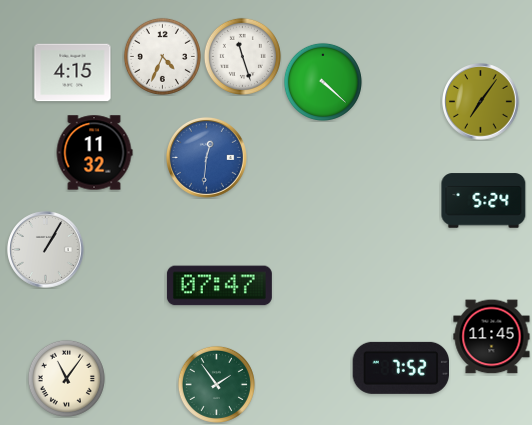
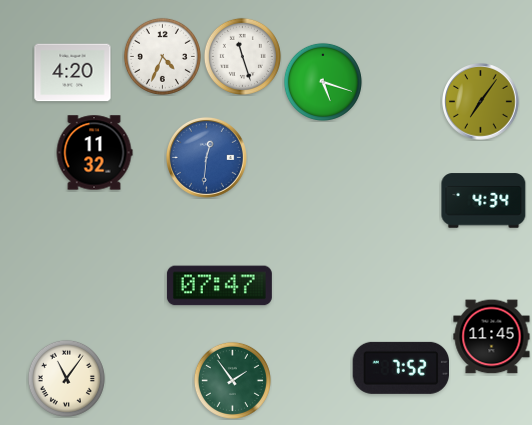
clock at (73, 73): 4:15 -> 4:20
clock at (323, 82): 4:22 -> 5:18
clock at (484, 201): 5:24 -> 4:34
clock at (46, 250): 1:05 -> none
clock at (216, 384) position: (216, 384) -> (232, 380)
